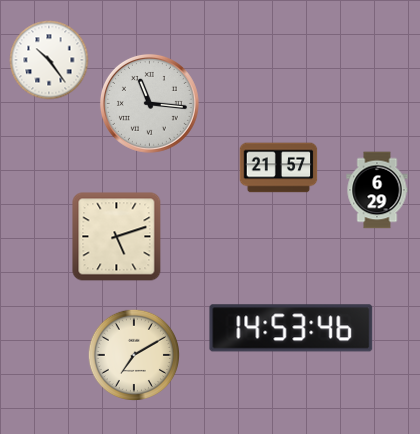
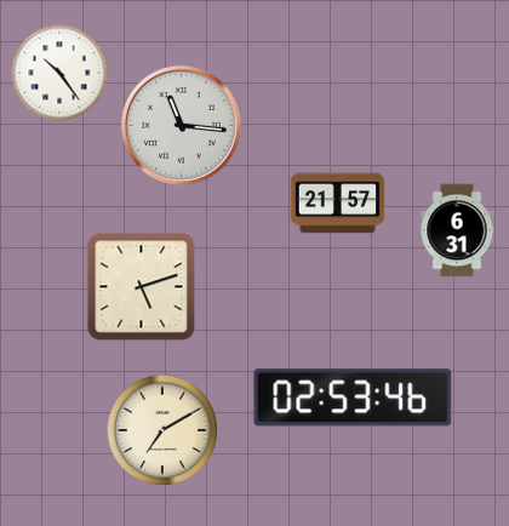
clock at (377, 190): 6:29 -> 6:31
clock at (291, 328): 14:53 -> 02:53
